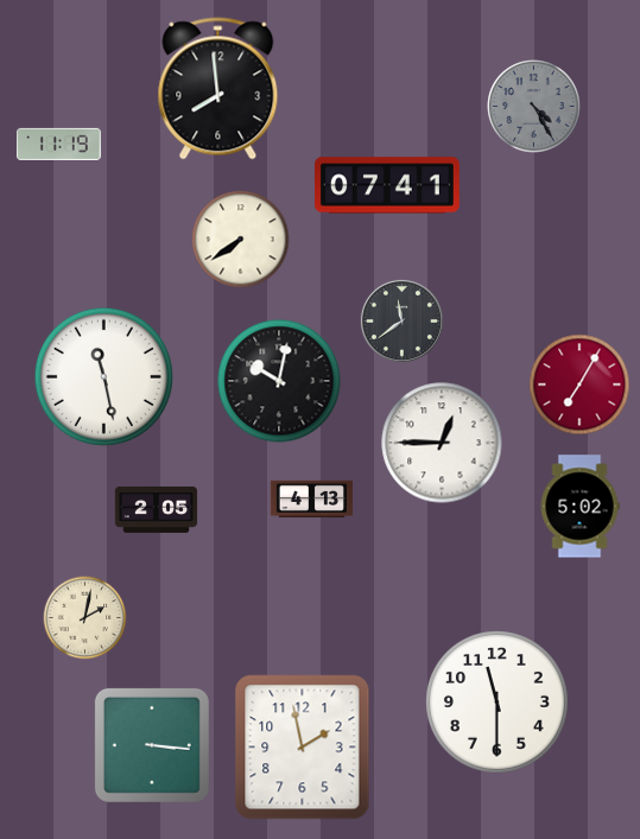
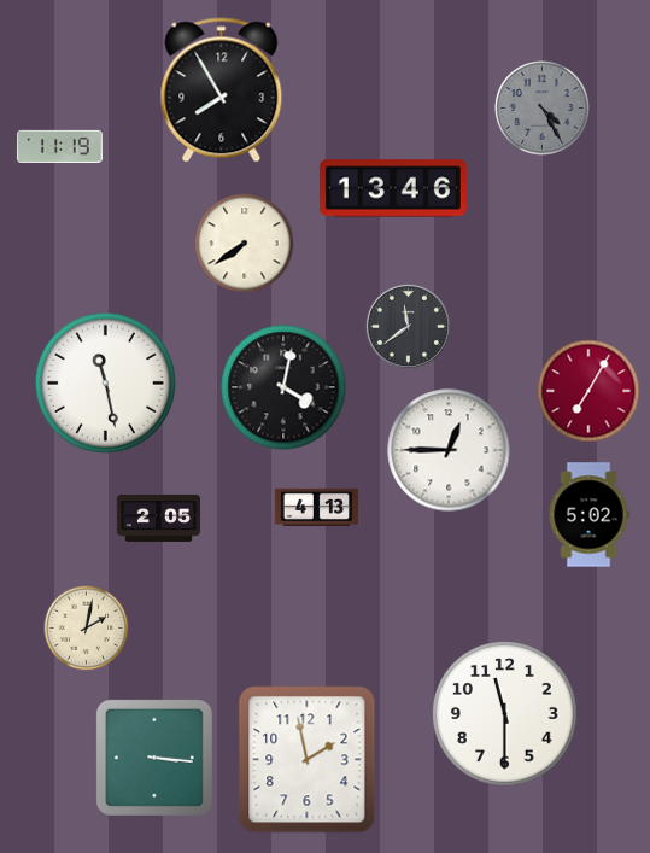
clock at (218, 89): 7:59 -> 7:55
clock at (387, 185): 07:41 -> 13:46
clock at (279, 381): 10:02 -> 4:02
